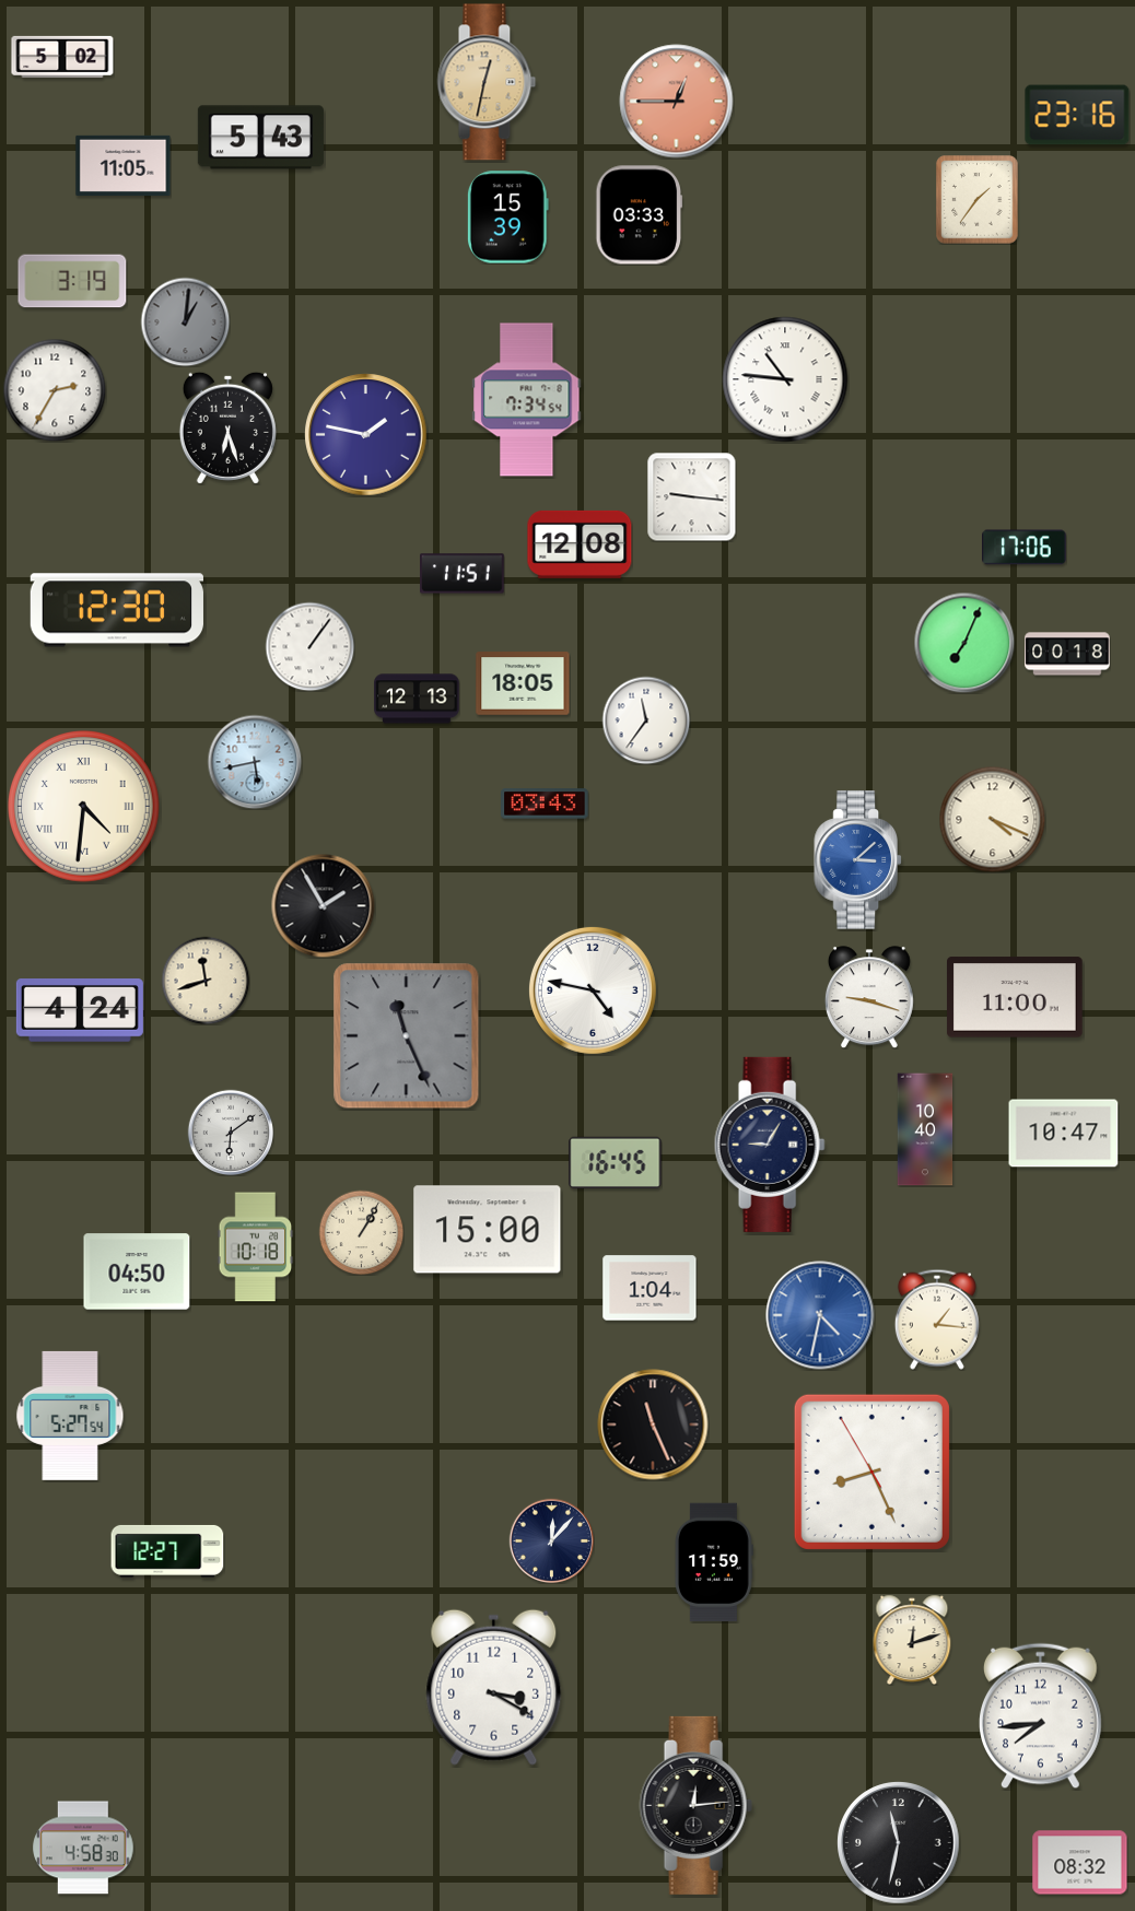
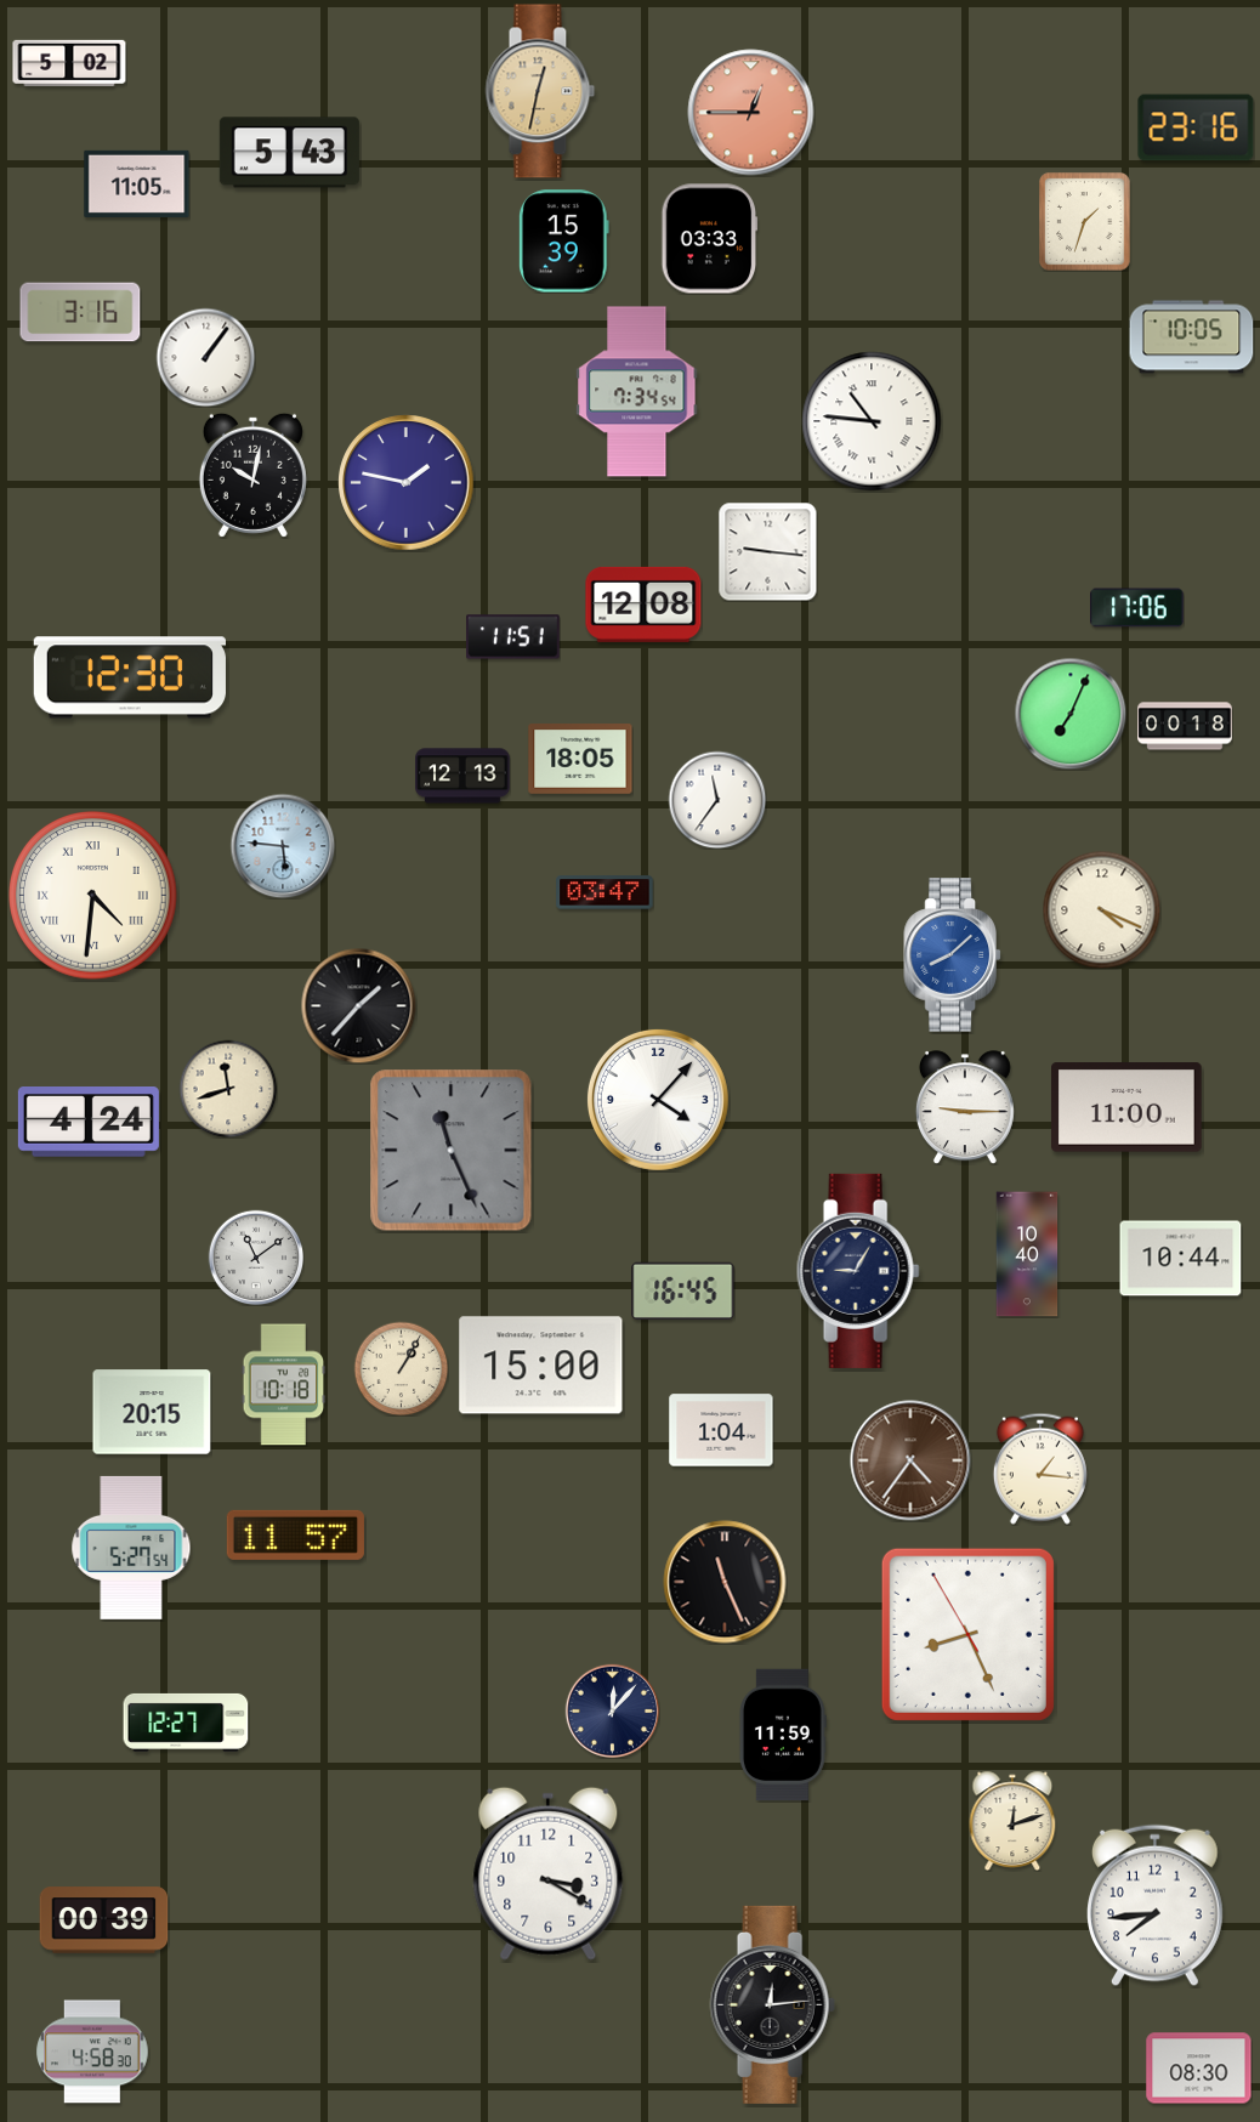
clock at (978, 200): 1:36 -> 1:33
clock at (72, 281): 3:19 -> 3:16
clock at (1192, 337): none -> 10:05
clock at (185, 321): 1:01 -> 1:06
clock at (185, 321) dial: grey -> white
clock at (55, 390): 2:35 -> none
clock at (527, 400) position: (527, 400) -> (637, 392)
clock at (227, 427): 6:27 -> 10:02
clock at (309, 646): 1:06 -> none
clock at (255, 762): 5:43 -> 5:46
clock at (545, 804): 03:43 -> 03:47
clock at (857, 860): 3:08 -> 8:08
clock at (323, 905): 1:55 -> 1:37
clock at (593, 990): 4:47 -> 4:07
clock at (869, 997): 9:18 -> 9:15
clock at (231, 1133): 6:09 -> 11:09
clock at (1064, 1134): 10:47 -> 10:44
clock at (770, 1145) position: (770, 1145) -> (858, 1271)
clock at (137, 1271): 04:50 -> 20:15
clock at (820, 1315): 4:32 -> 4:36
clock at (820, 1315) dial: blue -> brown
clock at (937, 1320) position: (937, 1320) -> (1040, 1469)
clock at (295, 1534): none -> 11:57
clock at (70, 1416) position: (70, 1416) -> (131, 1548)
clock at (714, 1562) position: (714, 1562) -> (783, 1735)
clock at (104, 1920): none -> 00:39
clock at (899, 1843): 11:32 -> none
clock at (1080, 1863): 08:32 -> 08:30
